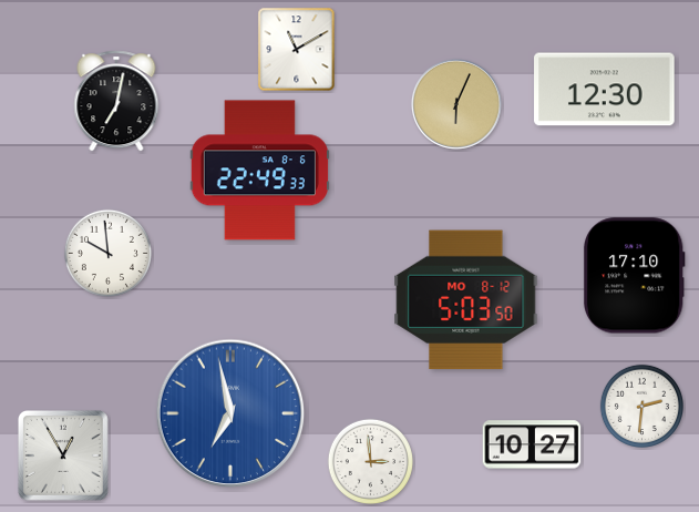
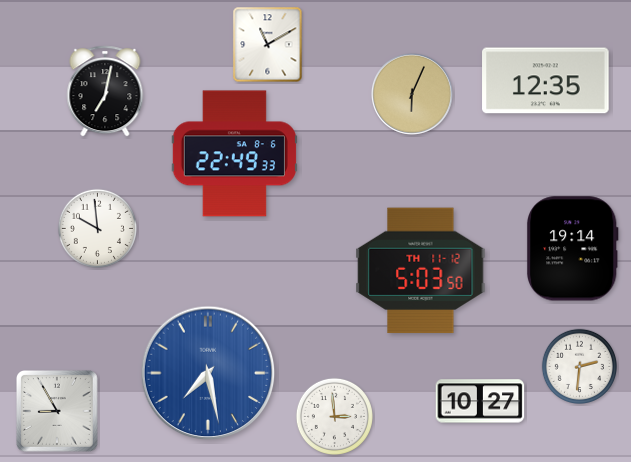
clock at (605, 90): 12:30 -> 12:35
clock at (634, 276): 17:10 -> 19:14
clock at (466, 300) date: MO 8-12 -> TH 11-12
clock at (230, 413): 6:58 -> 7:28
clock at (64, 457): 12:55 -> 8:55
